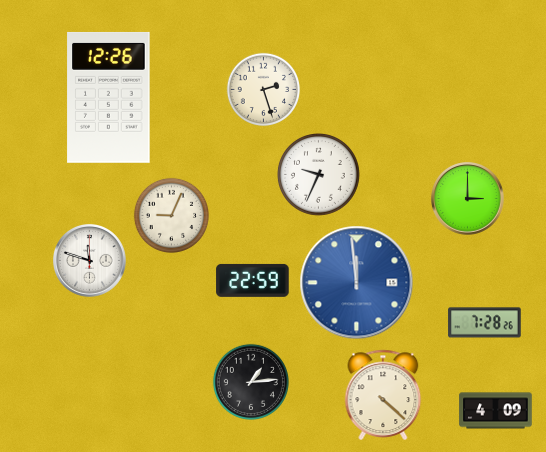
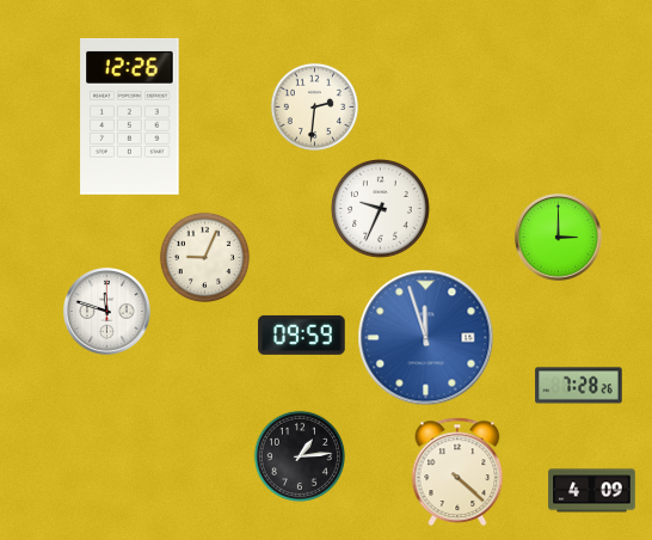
clock at (264, 90): 2:27 -> 2:31
clock at (253, 280): 22:59 -> 09:59
clock at (357, 283): 11:59 -> 11:57
